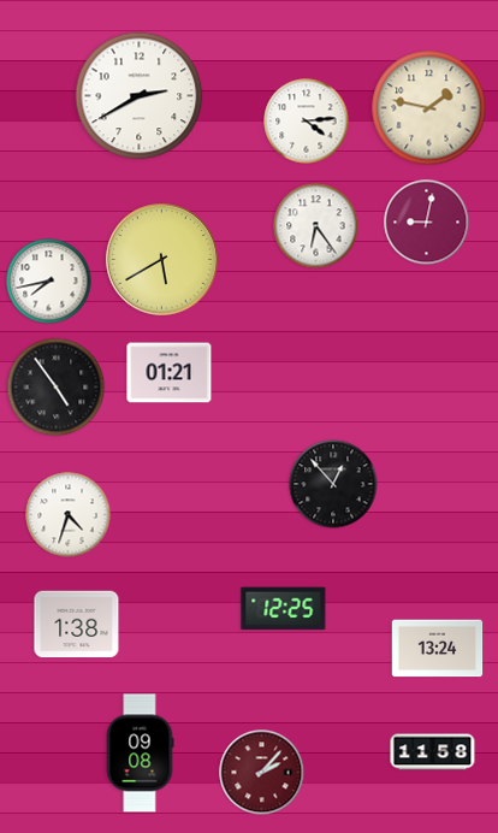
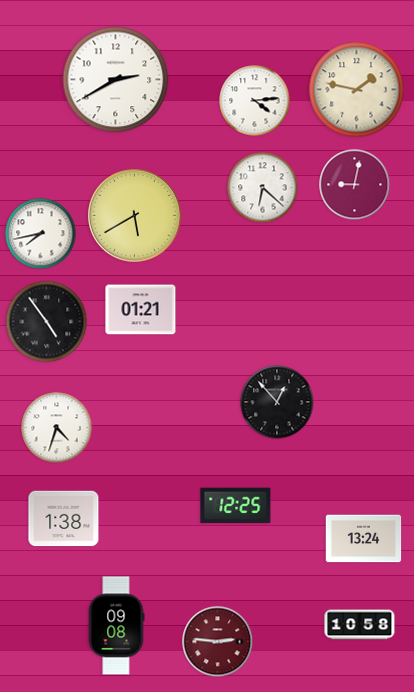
clock at (316, 226): 6:24 -> 6:22
clock at (433, 752): 11:58 -> 10:58
clock at (262, 773): 2:07 -> 2:46
